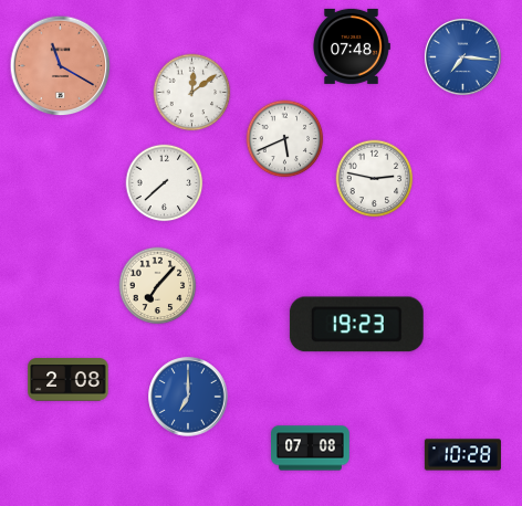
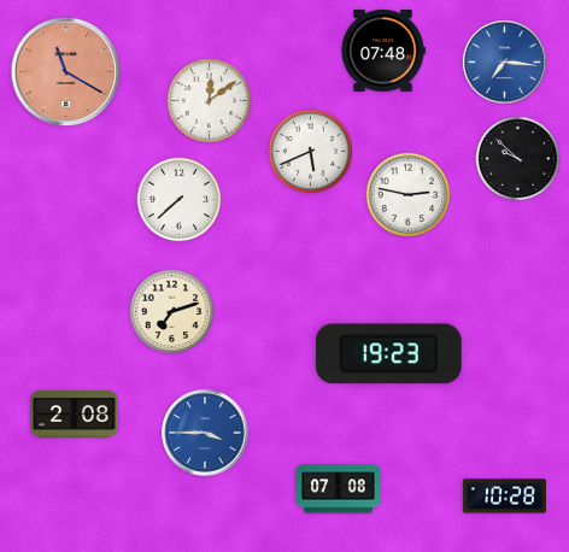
clock at (518, 159): none -> 9:52
clock at (158, 286): 7:07 -> 7:12
clock at (188, 397): 7:00 -> 3:45
